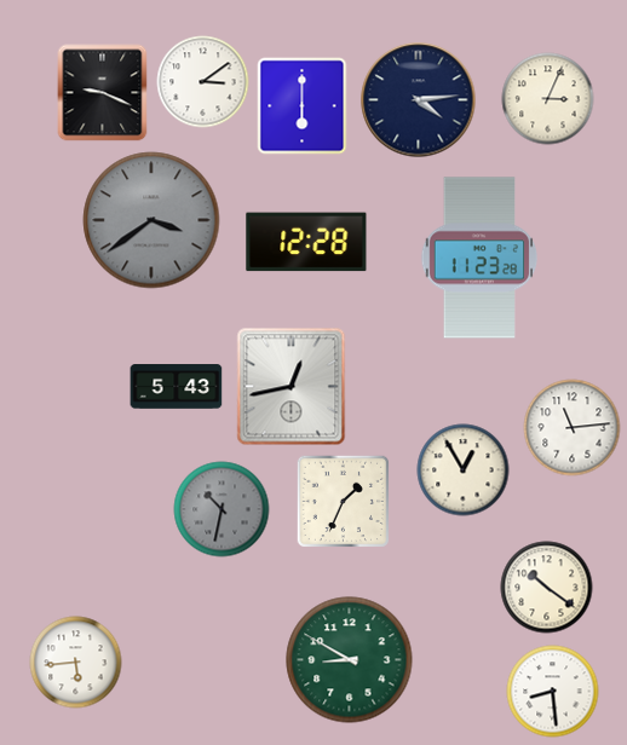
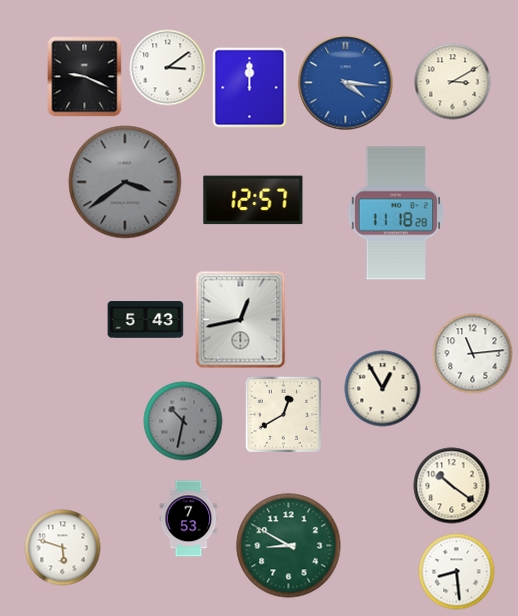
clock at (548, 99): 3:04 -> 3:10
clock at (419, 100): 4:14 -> 4:16
clock at (419, 100) dial: navy -> blue
clock at (303, 106): 6:00 -> 12:00
clock at (306, 242): 12:28 -> 12:57
clock at (479, 258): 11:23 -> 11:18
clock at (343, 501): 1:34 -> 12:40
clock at (189, 519): none -> 7:53
clock at (76, 663): 5:44 -> 5:48
